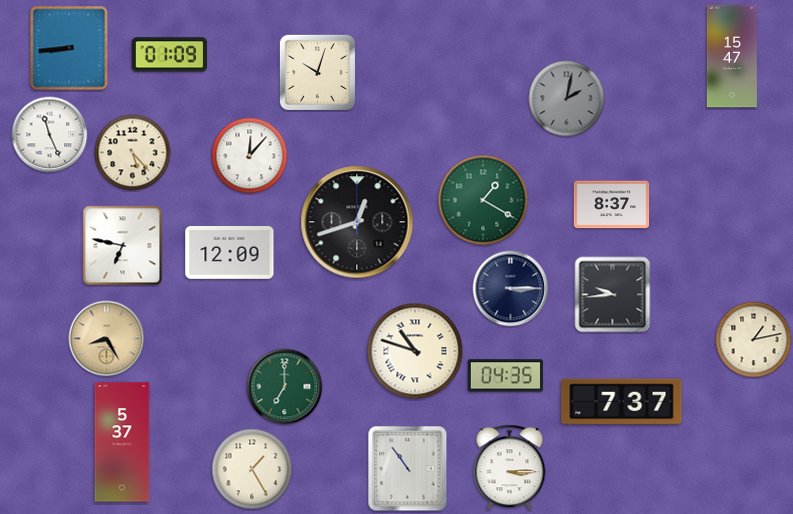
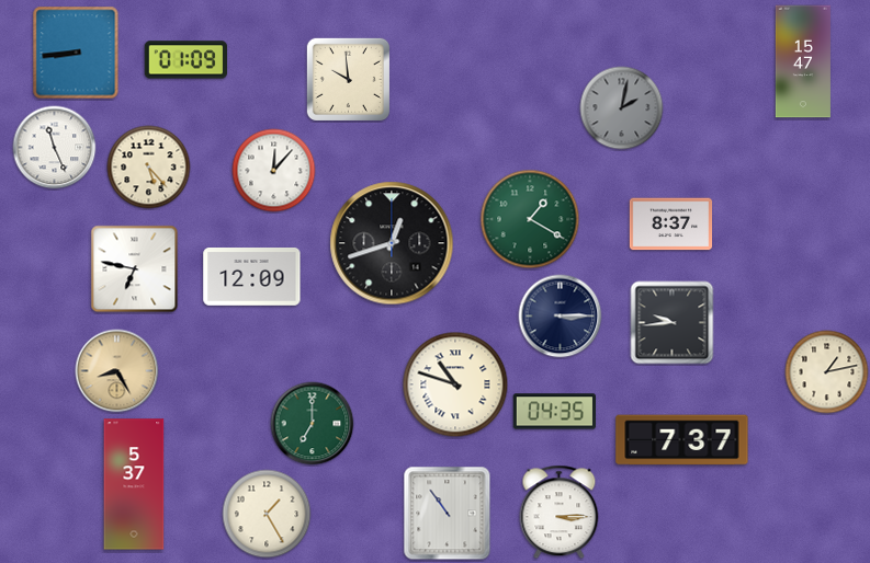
clock at (317, 72): 10:03 -> 9:59
clock at (133, 153) position: (133, 153) -> (149, 168)
clock at (252, 469) position: (252, 469) -> (267, 514)
